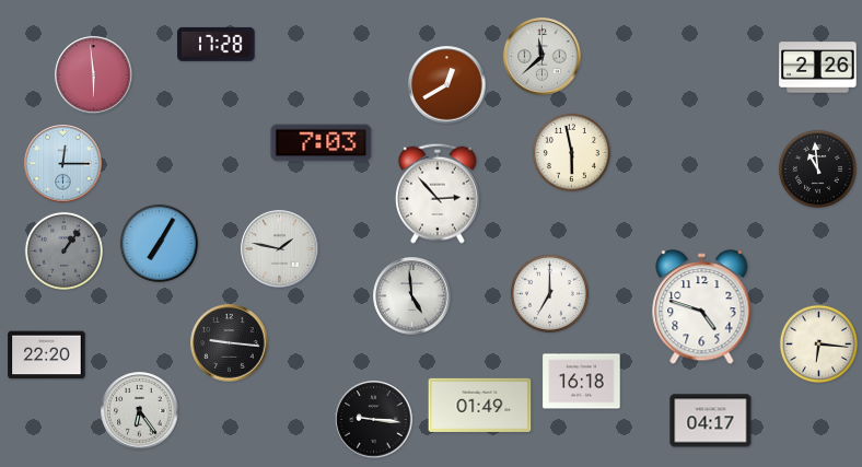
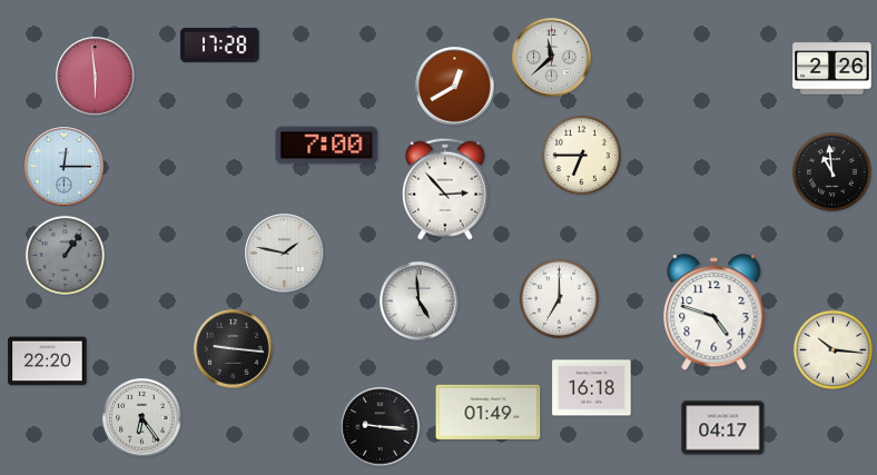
clock at (322, 143): 7:03 -> 7:00
clock at (571, 152): 5:58 -> 6:45
clock at (438, 194) position: (438, 194) -> (445, 189)
clock at (159, 243): 7:05 -> none
clock at (818, 343): 6:16 -> 10:16
